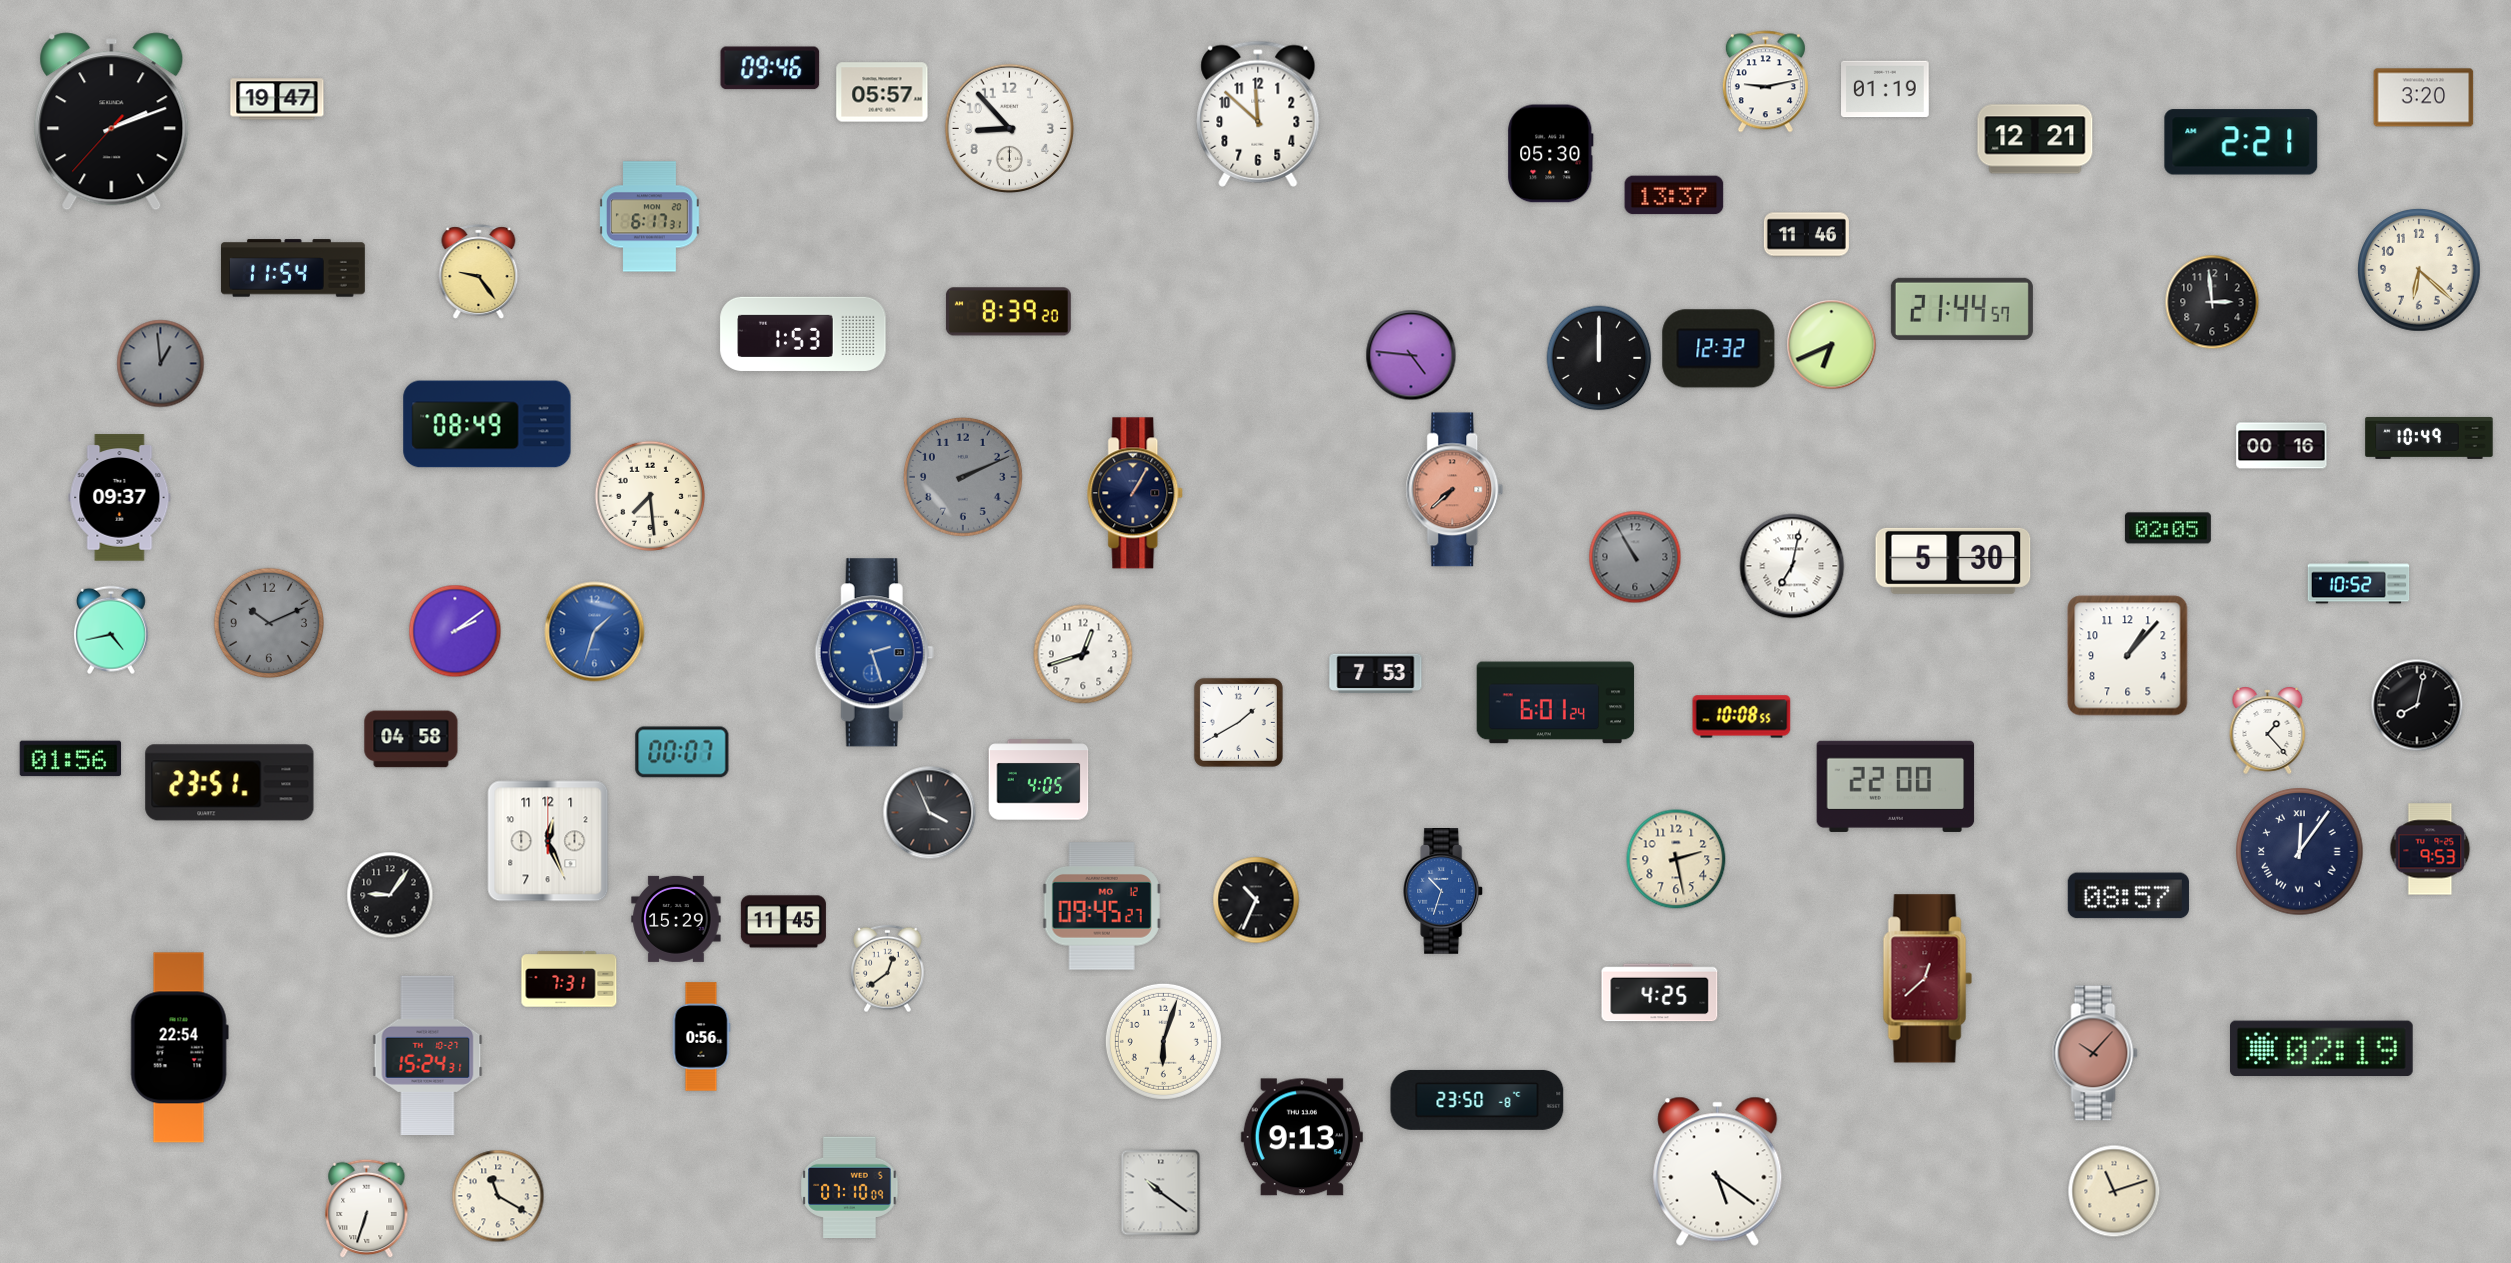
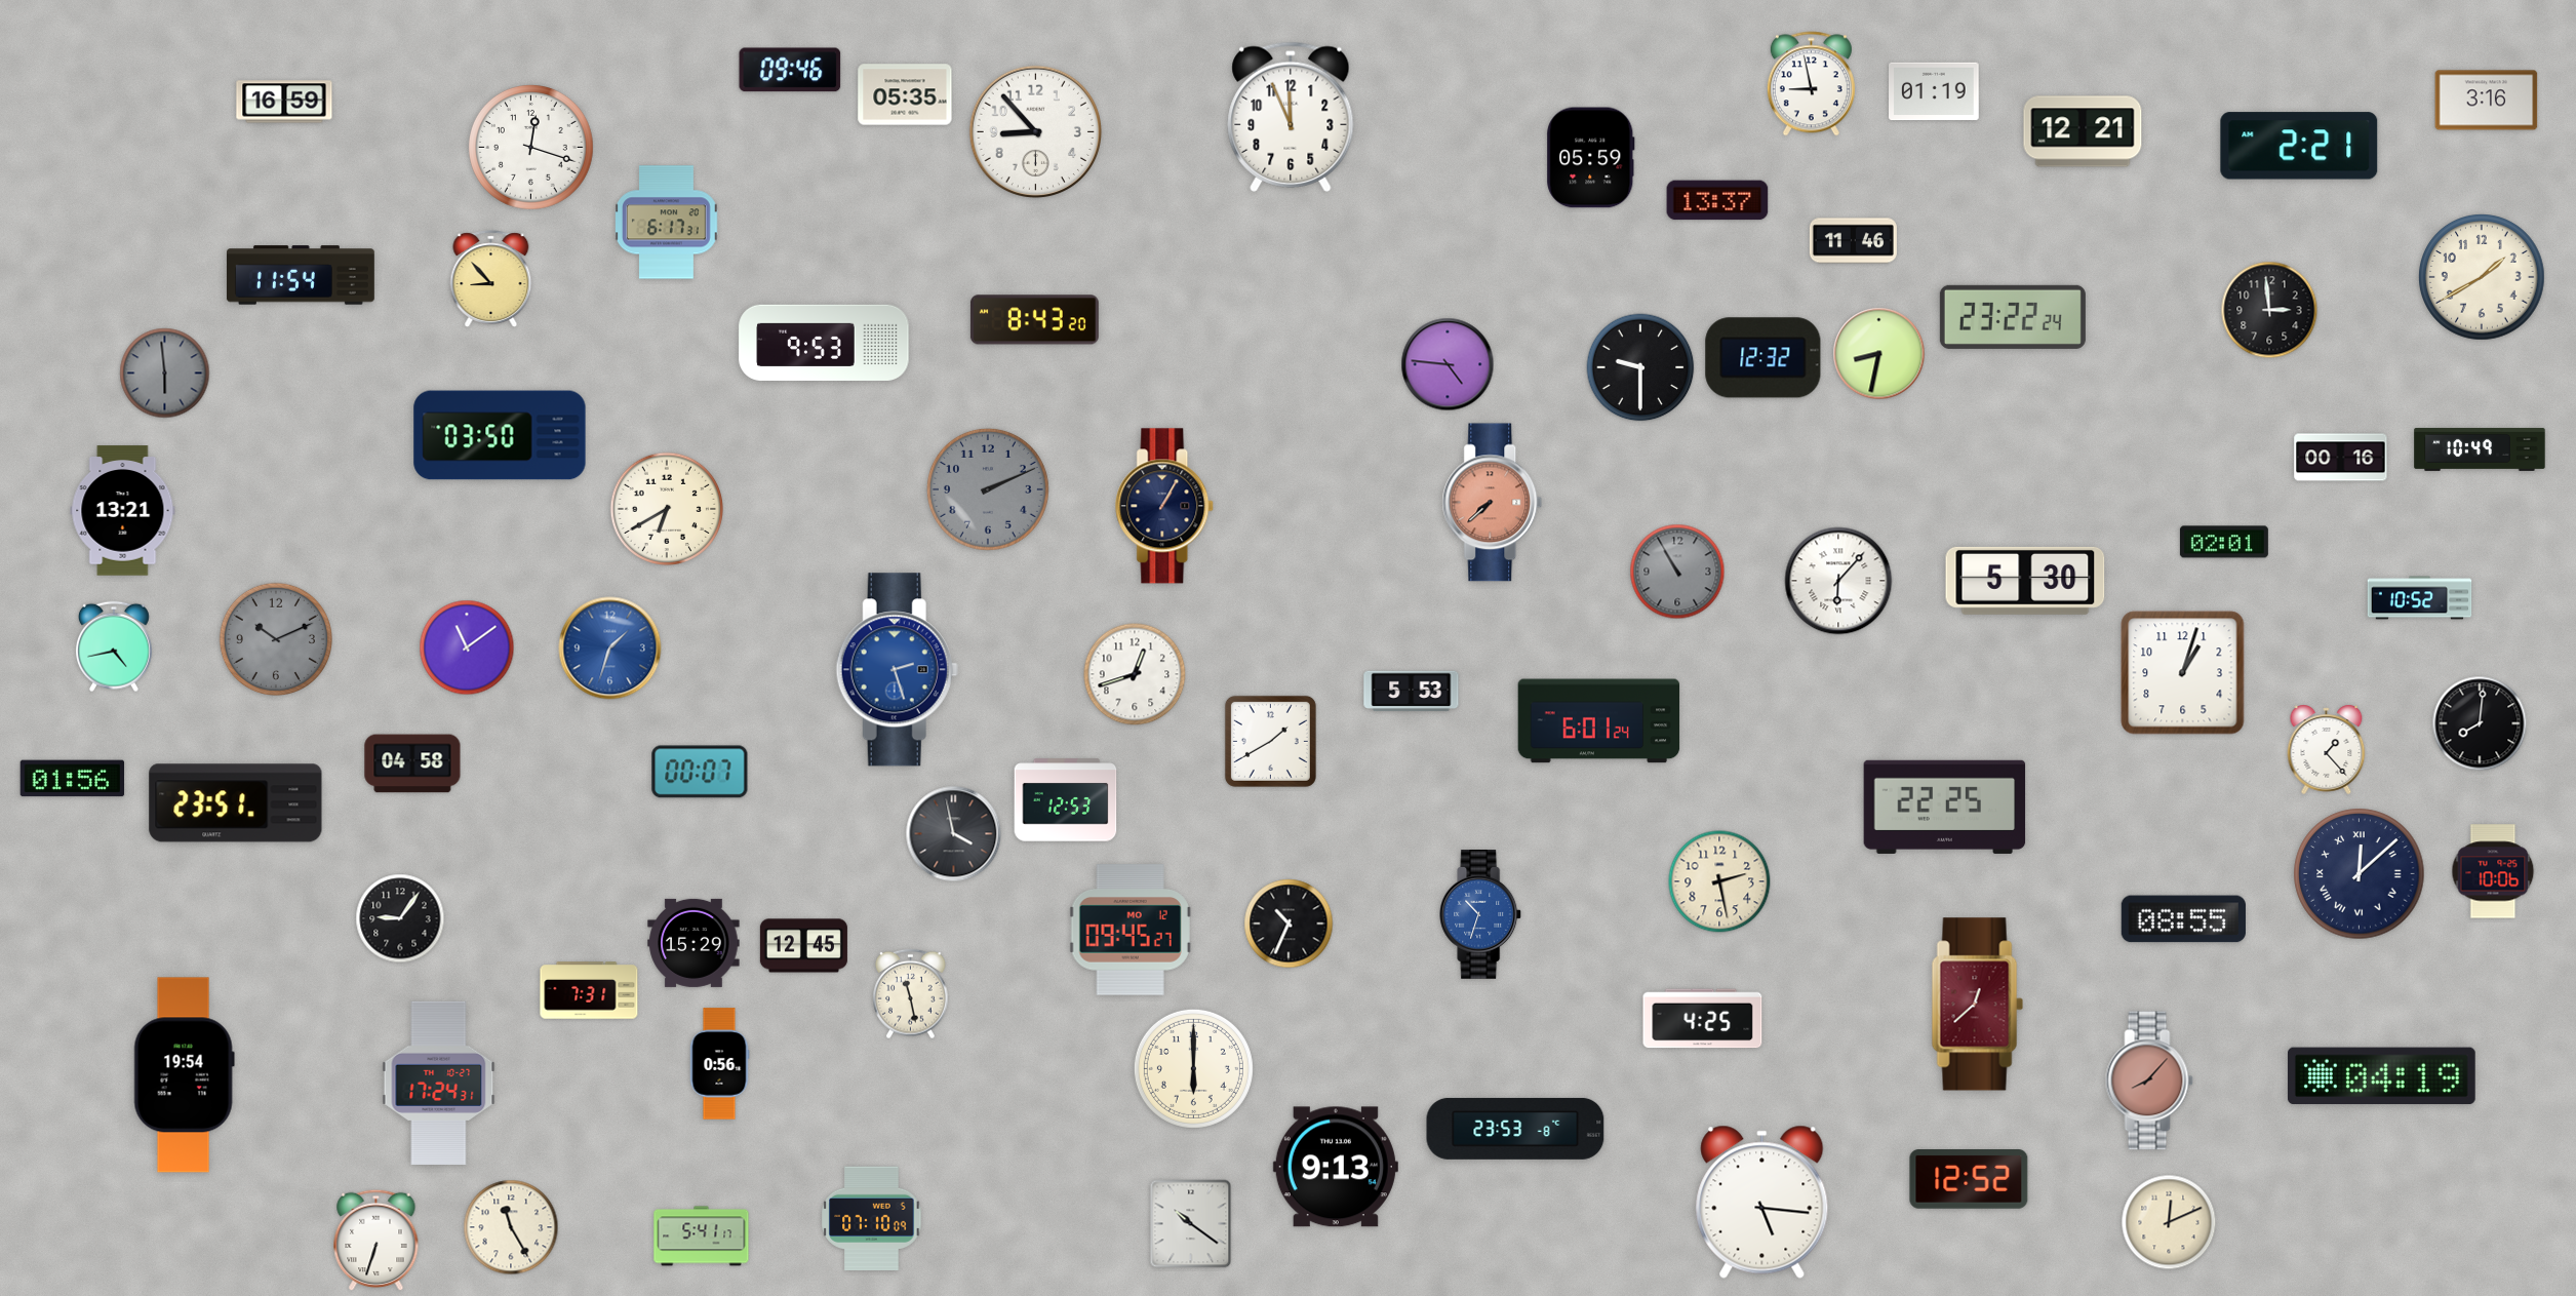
clock at (1765, 82): 9:13 -> 8:58
clock at (882, 92): 05:57 -> 05:35
clock at (2424, 98): 3:20 -> 3:16
clock at (277, 99): 19:47 -> 16:59
clock at (1258, 114): 11:52 -> 11:56
clock at (112, 122): 2:11 -> none
clock at (2035, 139) position: (2035, 139) -> (2083, 131)
clock at (531, 148): none -> 12:18
clock at (1551, 154): 05:30 -> 05:59
clock at (2420, 271): 6:22 -> 1:40
clock at (479, 272): 9:24 -> 8:53
clock at (1962, 309): 21:44 -> 23:22
clock at (1008, 312): 8:39 -> 8:43
clock at (803, 334): 1:53 -> 9:53
clock at (1832, 345): 6:41 -> 8:32
clock at (1599, 358): 12:00 -> 9:30
clock at (161, 364): 12:59 -> 5:59
clock at (487, 424): 08:49 -> 03:50
clock at (2429, 438) position: (2429, 438) -> (2480, 449)
clock at (649, 495): 7:29 -> 6:40
clock at (120, 498): 09:37 -> 13:21
clock at (2168, 528): 02:05 -> 02:01
clock at (1953, 561) position: (1953, 561) -> (2025, 581)
clock at (1792, 566): 7:02 -> 6:07
clock at (455, 631): 2:09 -> 11:09
clock at (1083, 654) position: (1083, 654) -> (1135, 674)
clock at (2128, 656): 1:07 -> 1:03
clock at (1376, 674): 7:53 -> 5:53
clock at (1556, 703) position: (1556, 703) -> (1599, 721)
clock at (2417, 705): 8:02 -> 8:01
clock at (1742, 717): 10:08 -> none
clock at (411, 739) position: (411, 739) -> (412, 763)
clock at (1039, 780): 4:05 -> 12:53
clock at (1896, 786): 22:00 -> 22:25
clock at (930, 813): 3:56 -> 3:58
clock at (548, 841): 12:26 -> none
clock at (2430, 849): 9:53 -> 10:06
clock at (2300, 852): 12:06 -> 12:08
clock at (2128, 896): 08:57 -> 08:55
clock at (783, 922): 11:45 -> 12:45
clock at (888, 969): 12:39 -> 11:28
clock at (569, 979) position: (569, 979) -> (589, 990)
clock at (1163, 1041): 6:03 -> 6:00
clock at (179, 1048): 22:54 -> 19:54
clock at (2321, 1049): 02:19 -> 04:19
clock at (2095, 1053): 10:07 -> 8:07
clock at (428, 1055): 15:24 -> 17:24
clock at (1477, 1100): 23:50 -> 23:53
clock at (1969, 1180): none -> 12:52
clock at (1718, 1171): 5:21 -> 5:16
clock at (2114, 1191): 11:12 -> 12:11
clock at (498, 1196): 11:20 -> 11:25
clock at (702, 1236): none -> 5:41
